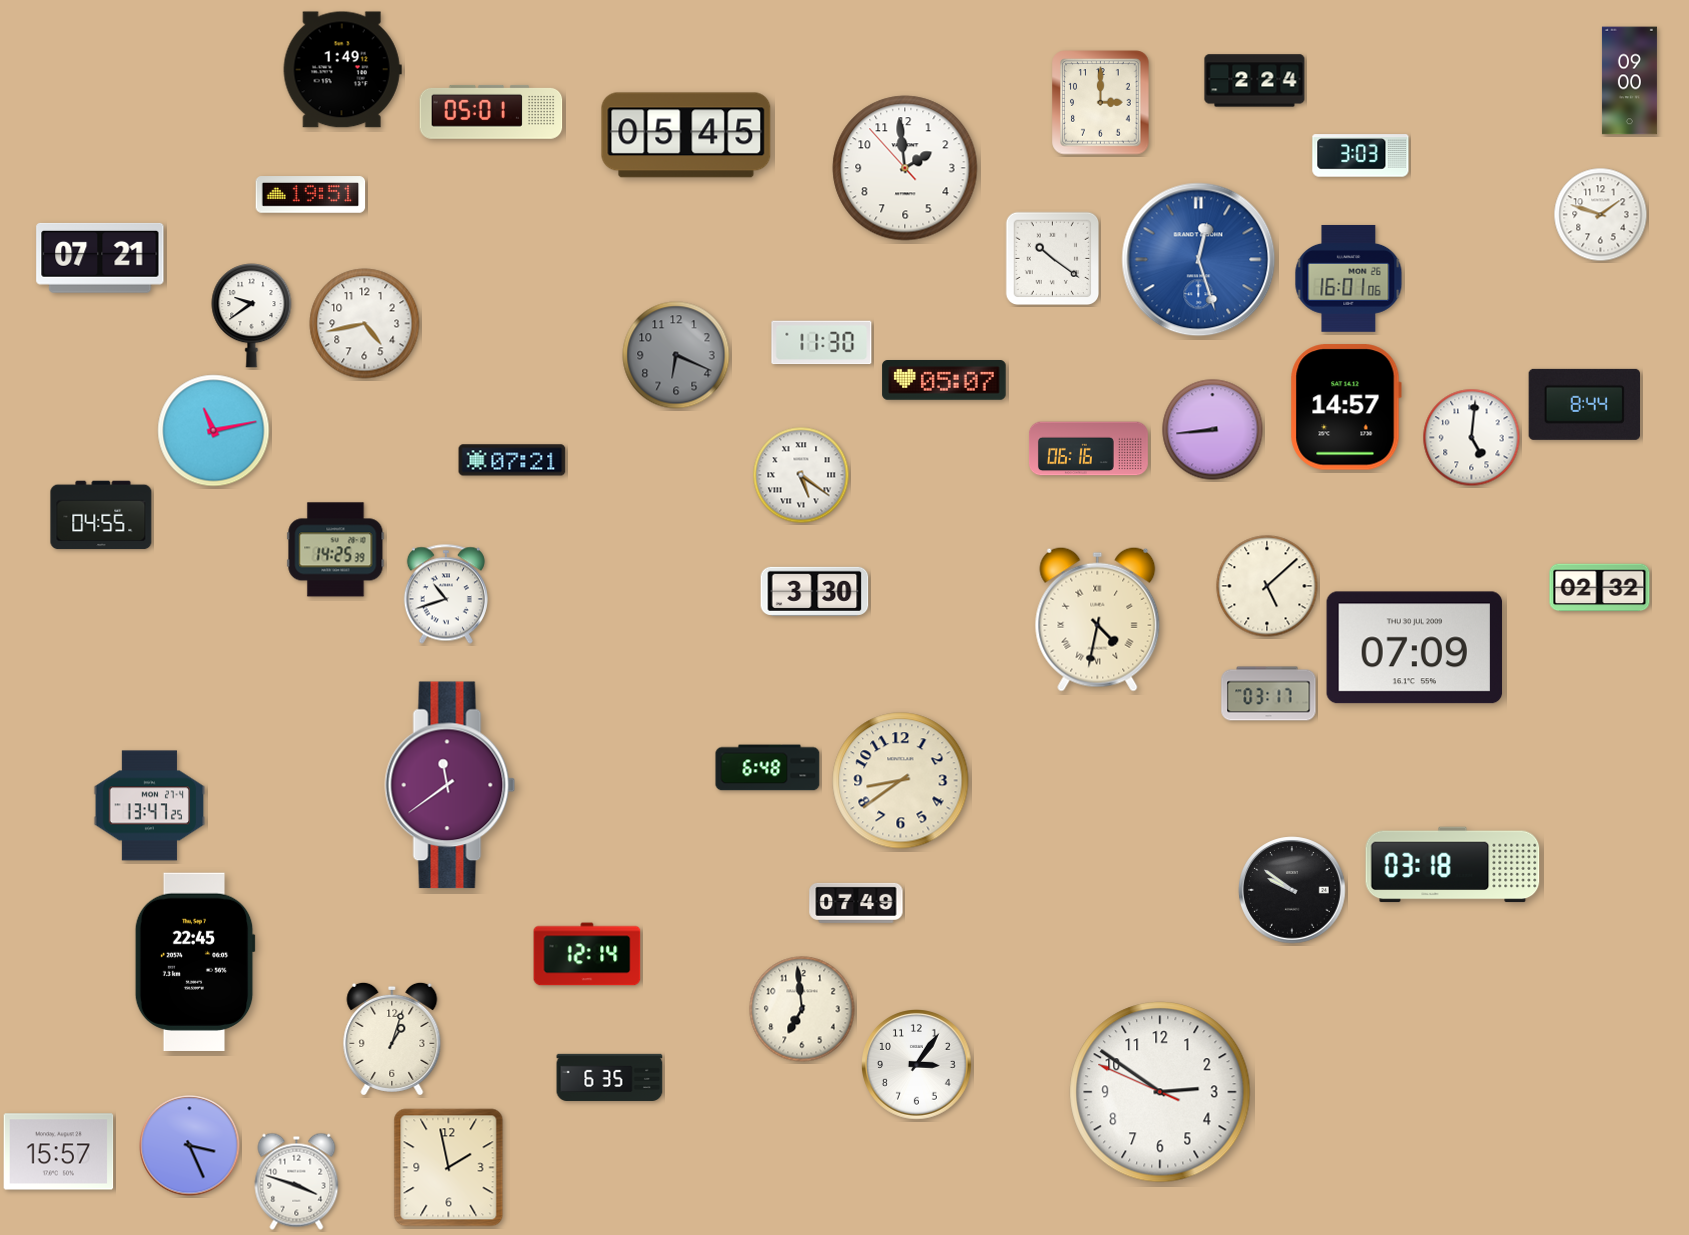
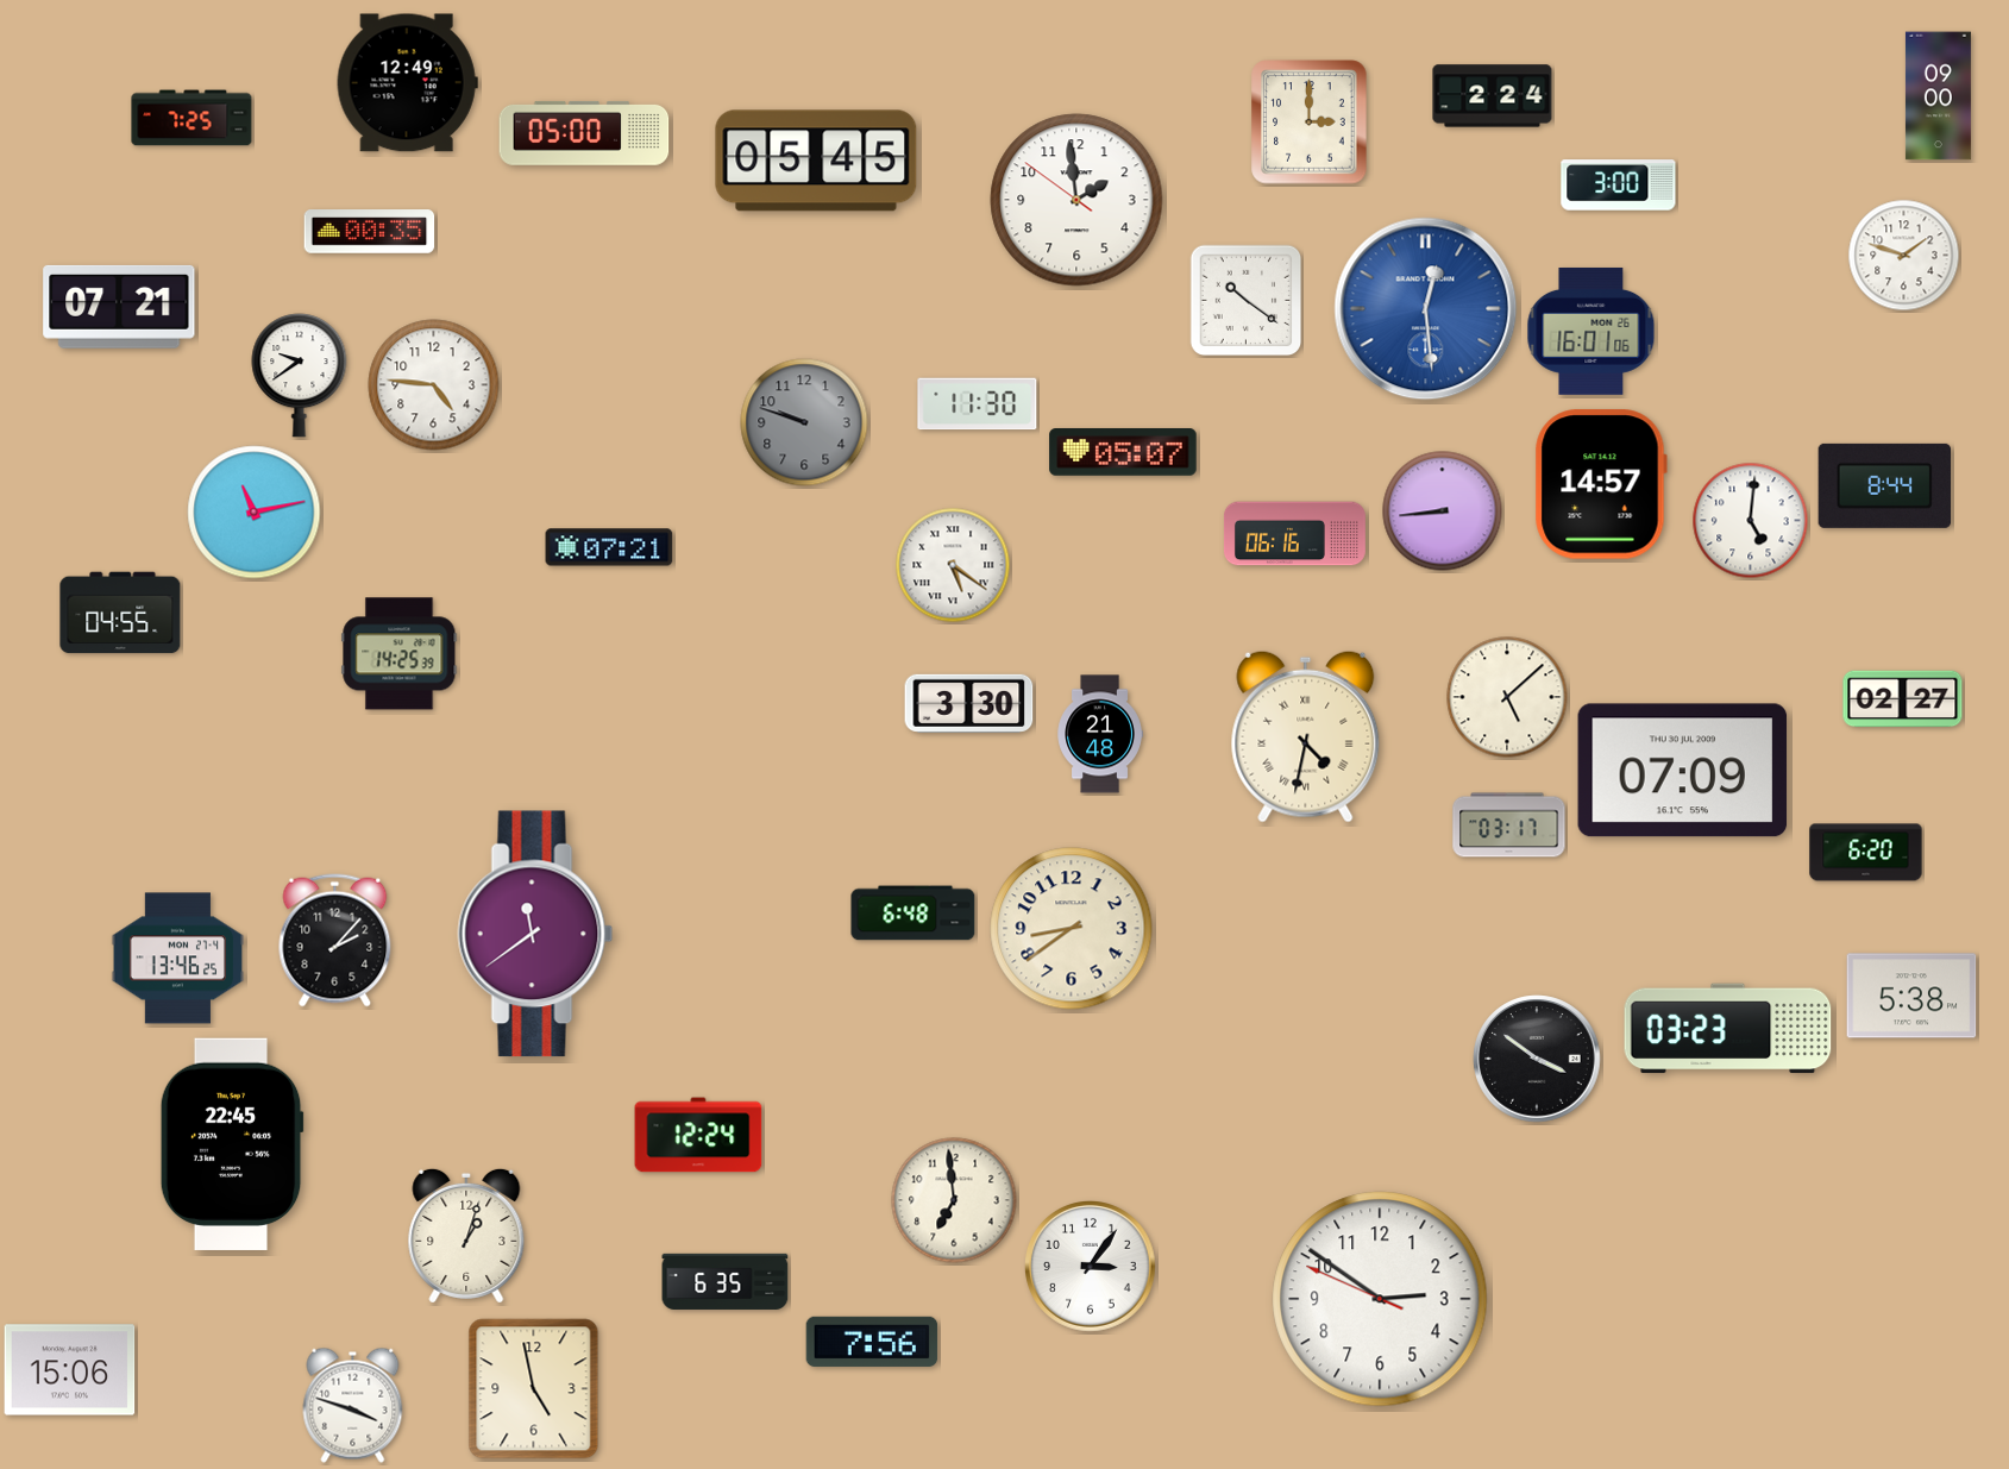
clock at (342, 70): 1:49 -> 12:49
clock at (192, 118): none -> 7:25
clock at (491, 112): 05:01 -> 05:00
clock at (1361, 156): 3:03 -> 3:00
clock at (905, 168): 1:58:53 -> 1:58:51
clock at (311, 195): 19:51 -> 00:35
clock at (1053, 259) position: (1053, 259) -> (1247, 301)
clock at (1199, 260): 12:27 -> 12:29
clock at (1349, 278) position: (1349, 278) -> (1591, 331)
clock at (365, 324): 4:43 -> 4:46
clock at (822, 343) position: (822, 343) -> (978, 404)
clock at (676, 355): 6:19 -> 9:48
clock at (1584, 404) position: (1584, 404) -> (1884, 485)
clock at (1600, 588): 02:32 -> 02:27
clock at (446, 594): 10:42 -> none
clock at (1100, 734): none -> 21:48
clock at (1866, 853): none -> 6:20
clock at (335, 941): none -> 2:07
clock at (150, 806): 13:47 -> 13:46
clock at (1911, 996): none -> 5:38
clock at (1453, 865): 03:18 -> 03:23
clock at (1292, 890): 9:51 -> 3:51
clock at (856, 903): 07:49 -> none
clock at (587, 954): 12:14 -> 12:24
clock at (872, 1342): none -> 7:56
clock at (190, 1146): 3:26 -> none
clock at (59, 1152): 15:57 -> 15:06
clock at (449, 1168): 1:58 -> 4:58
